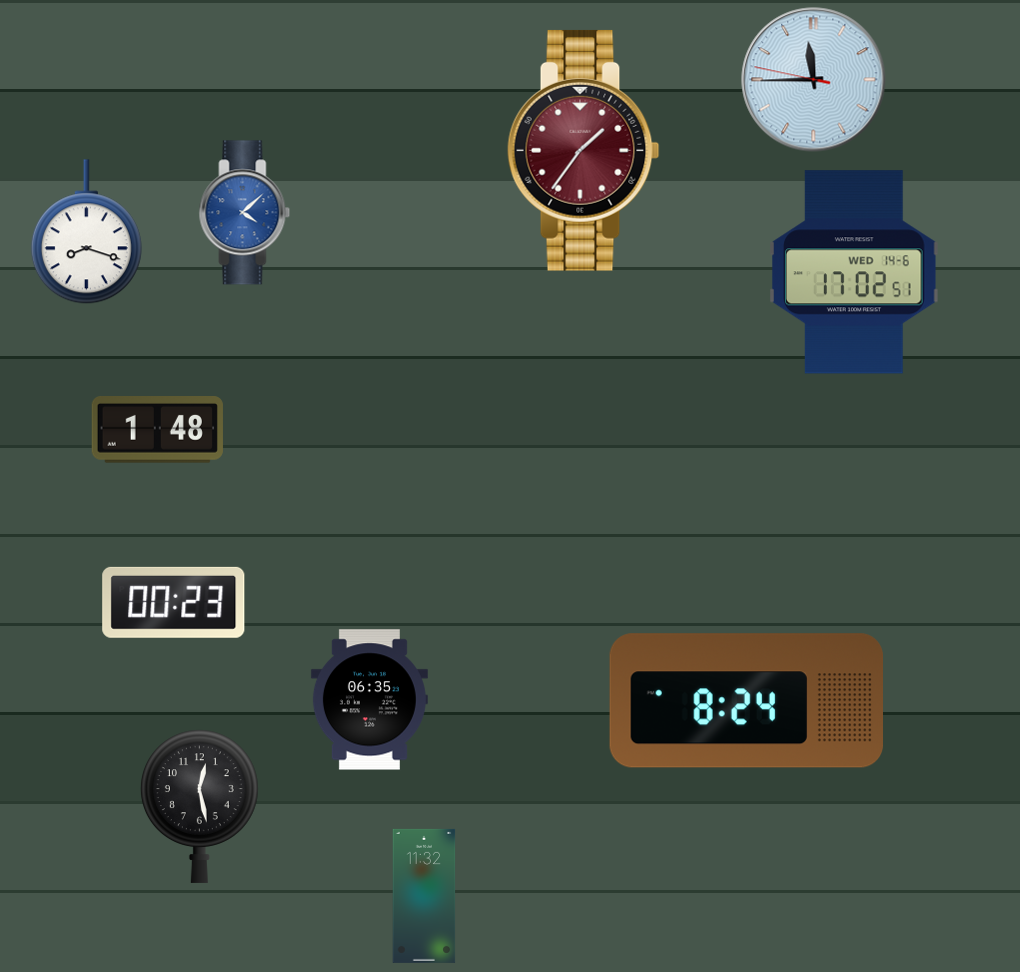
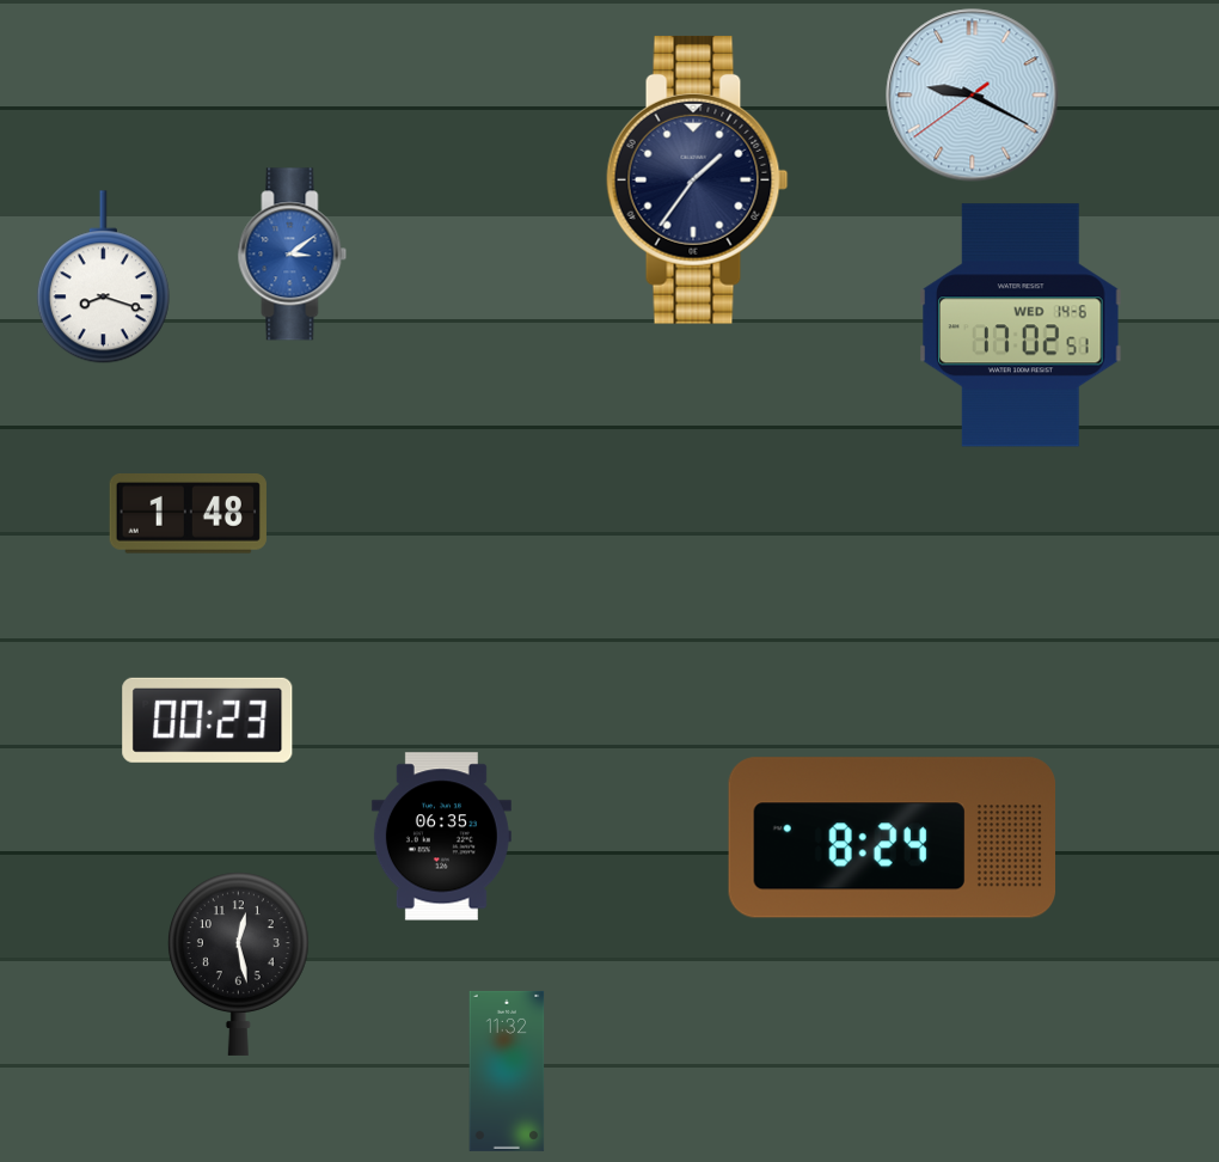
clock at (814, 80): 11:44 -> 9:19
clock at (584, 150) dial: burgundy -> navy
clock at (245, 213): 4:08 -> 3:09
